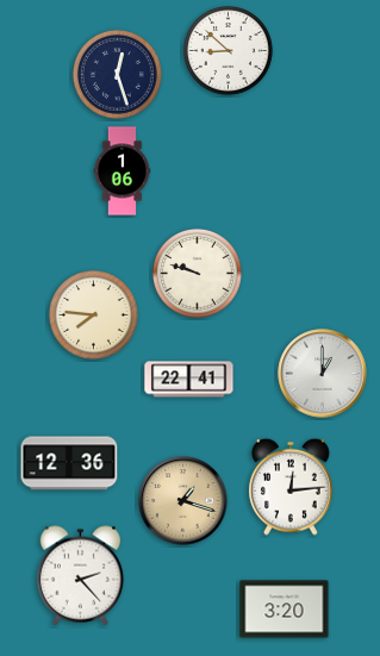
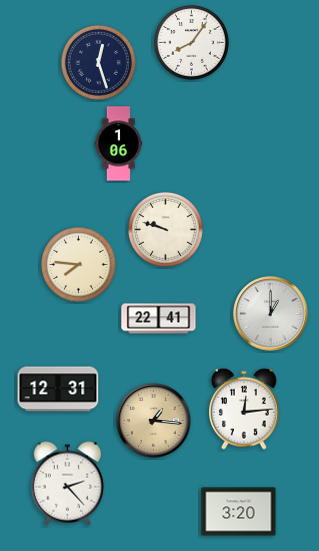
clock at (229, 51): 8:52 -> 8:06
clock at (123, 171) position: (123, 171) -> (119, 144)
clock at (69, 463): 12:36 -> 12:31
clock at (183, 501): 1:18 -> 1:16
